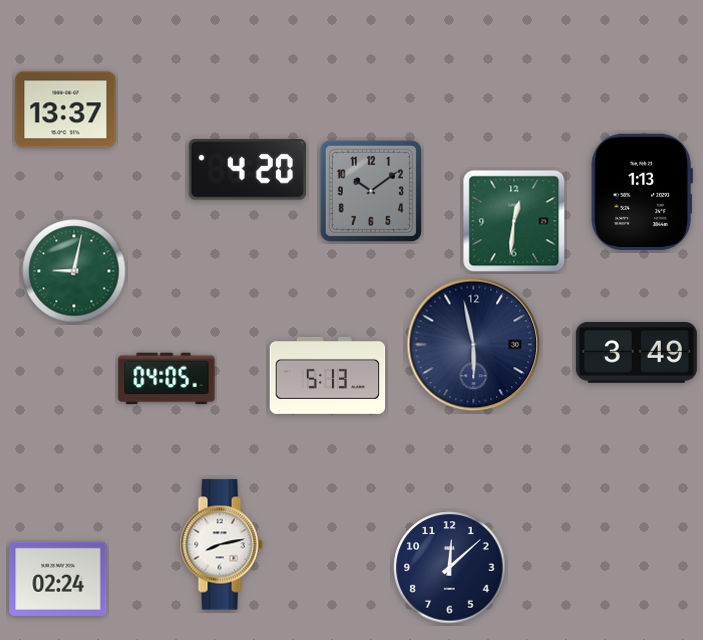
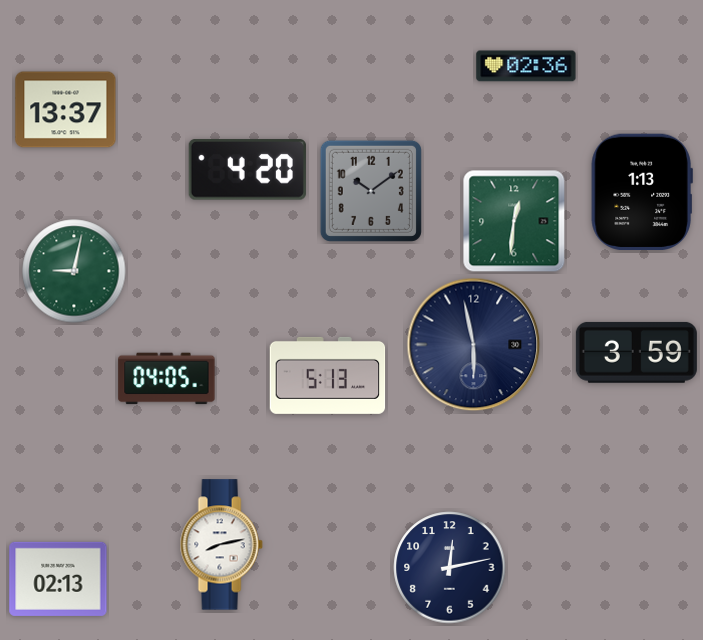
clock at (526, 66): none -> 02:36
clock at (636, 352): 3:49 -> 3:59
clock at (450, 568): 12:08 -> 12:13
clock at (58, 579): 02:24 -> 02:13
